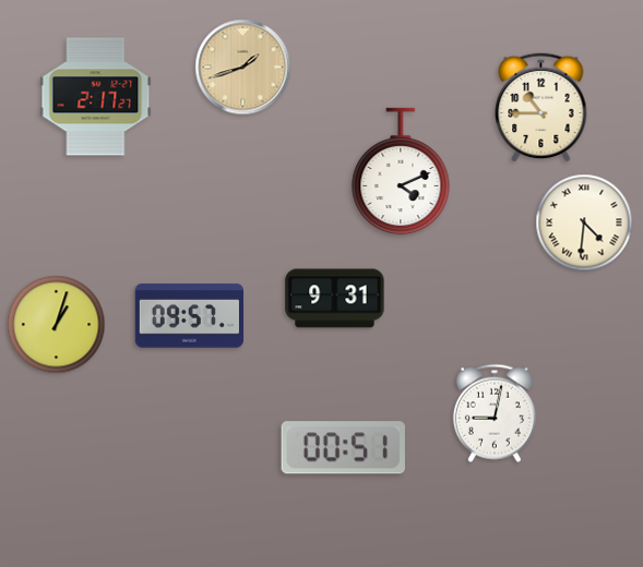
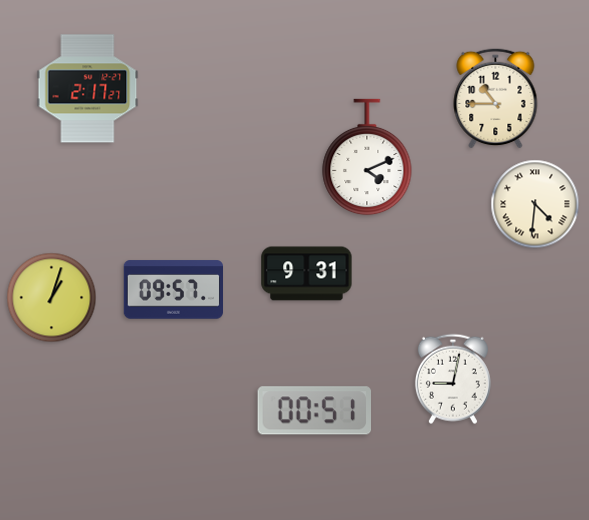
clock at (243, 68): 1:42 -> none
